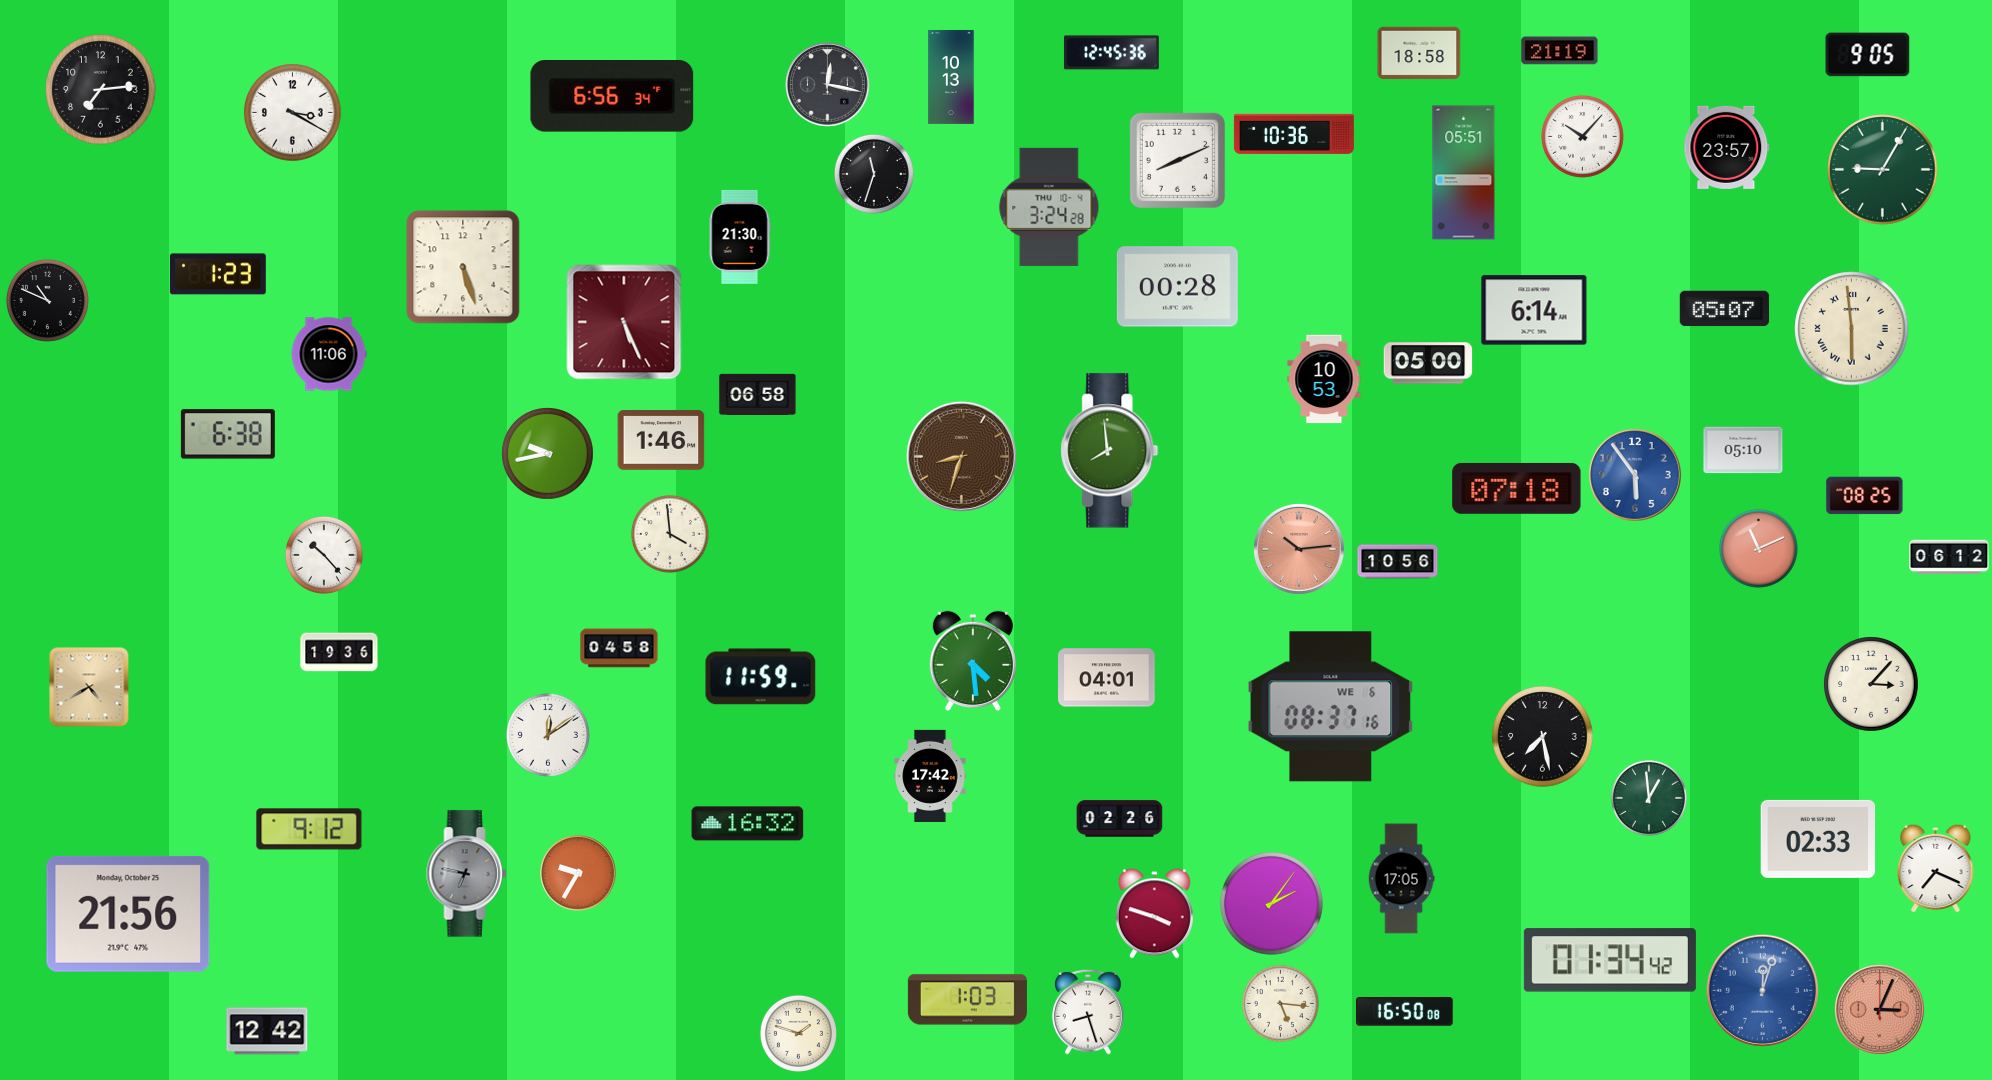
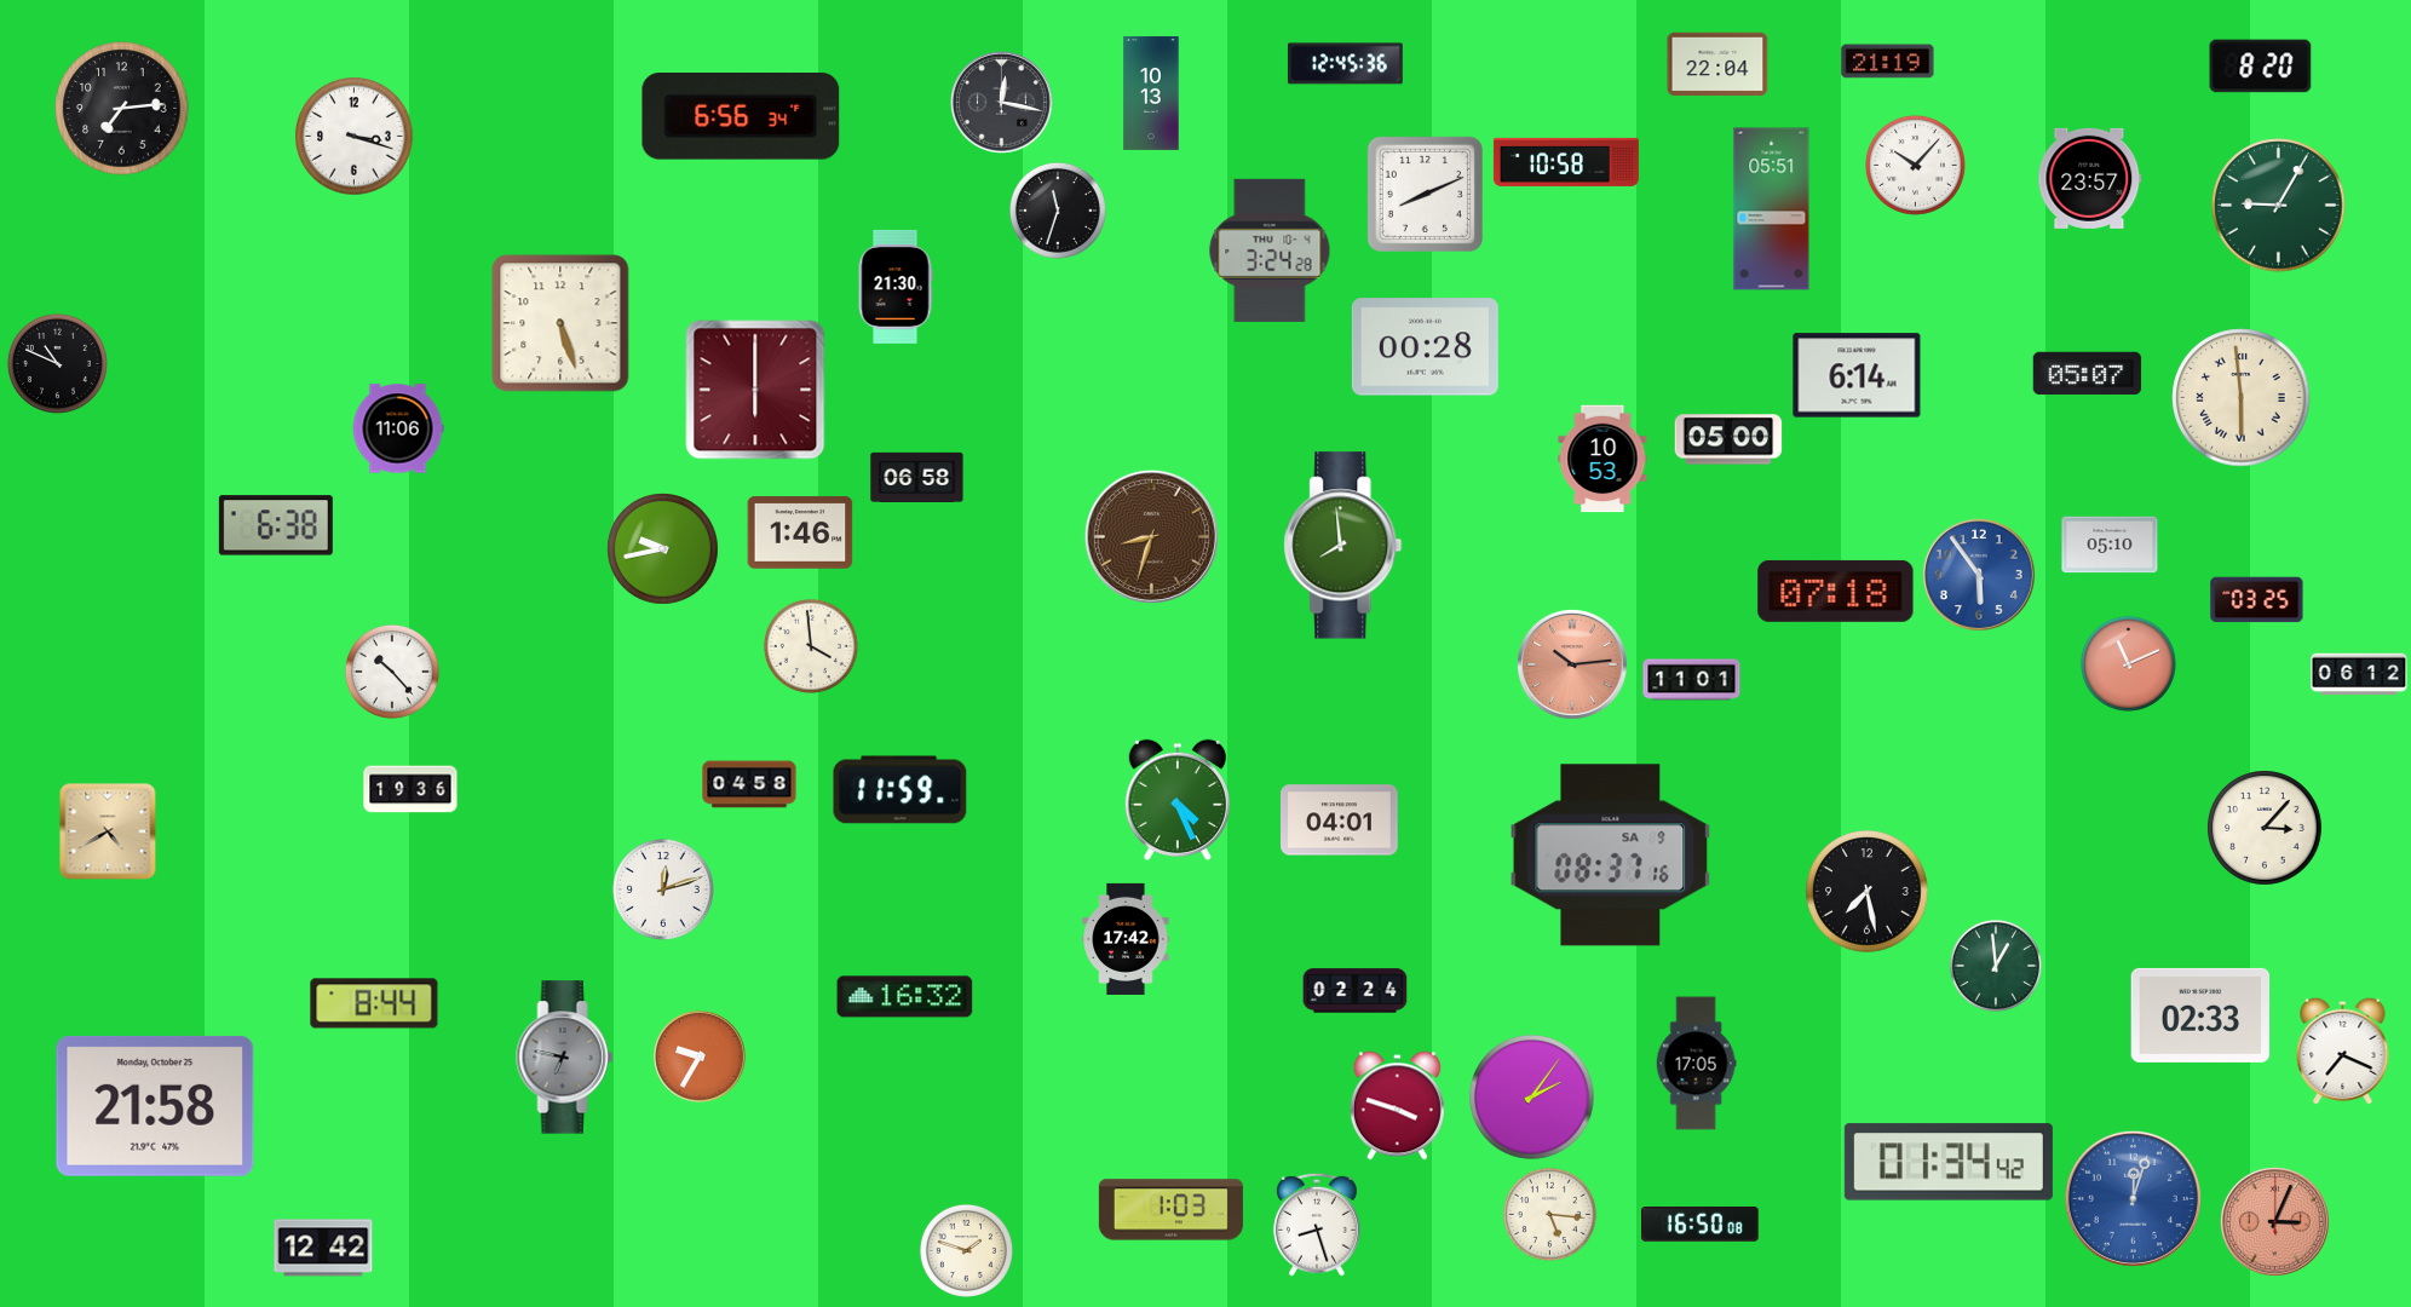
clock at (1419, 53): 18:58 -> 22:04
clock at (1868, 55): 9:05 -> 8:20
clock at (293, 113): 3:20 -> 3:18
clock at (1294, 134): 10:36 -> 10:58
clock at (218, 274): 1:23 -> none
clock at (624, 322): 5:26 -> 6:00
clock at (961, 456) position: (961, 456) -> (1151, 536)
clock at (1865, 496): 08:25 -> 03:25
clock at (1398, 562): 10:56 -> 11:01
clock at (973, 661): 4:29 -> 4:26
clock at (761, 677) position: (761, 677) -> (900, 790)
clock at (1331, 707) date: WE 6 -> SA 9
clock at (548, 735): 12:09 -> 12:12
clock at (1120, 819): 02:26 -> 02:24
clock at (309, 829): 9:12 -> 8:44
clock at (1272, 904) position: (1272, 904) -> (1532, 1098)
clock at (128, 914): 21:56 -> 21:58
